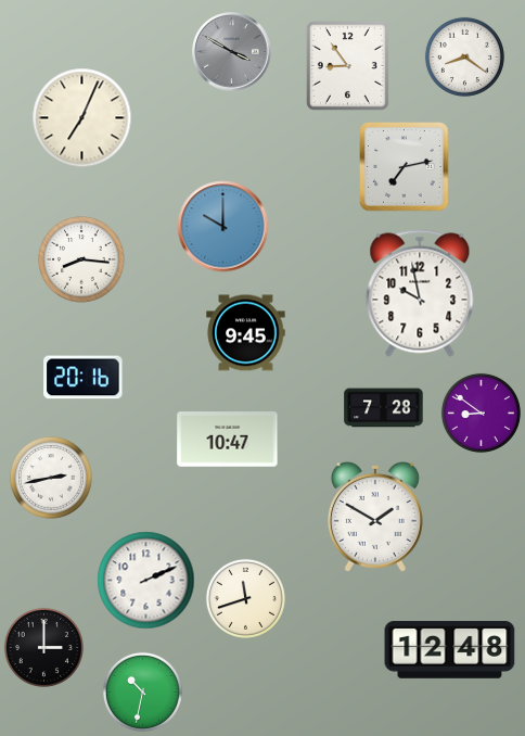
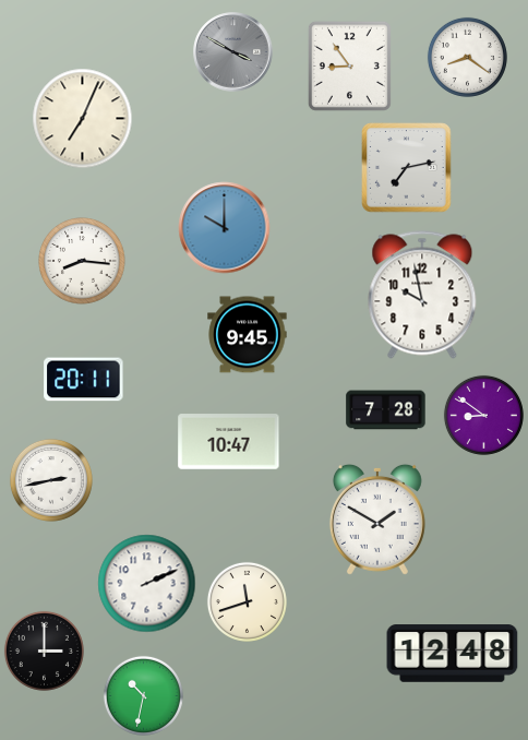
clock at (84, 378): 20:16 -> 20:11
